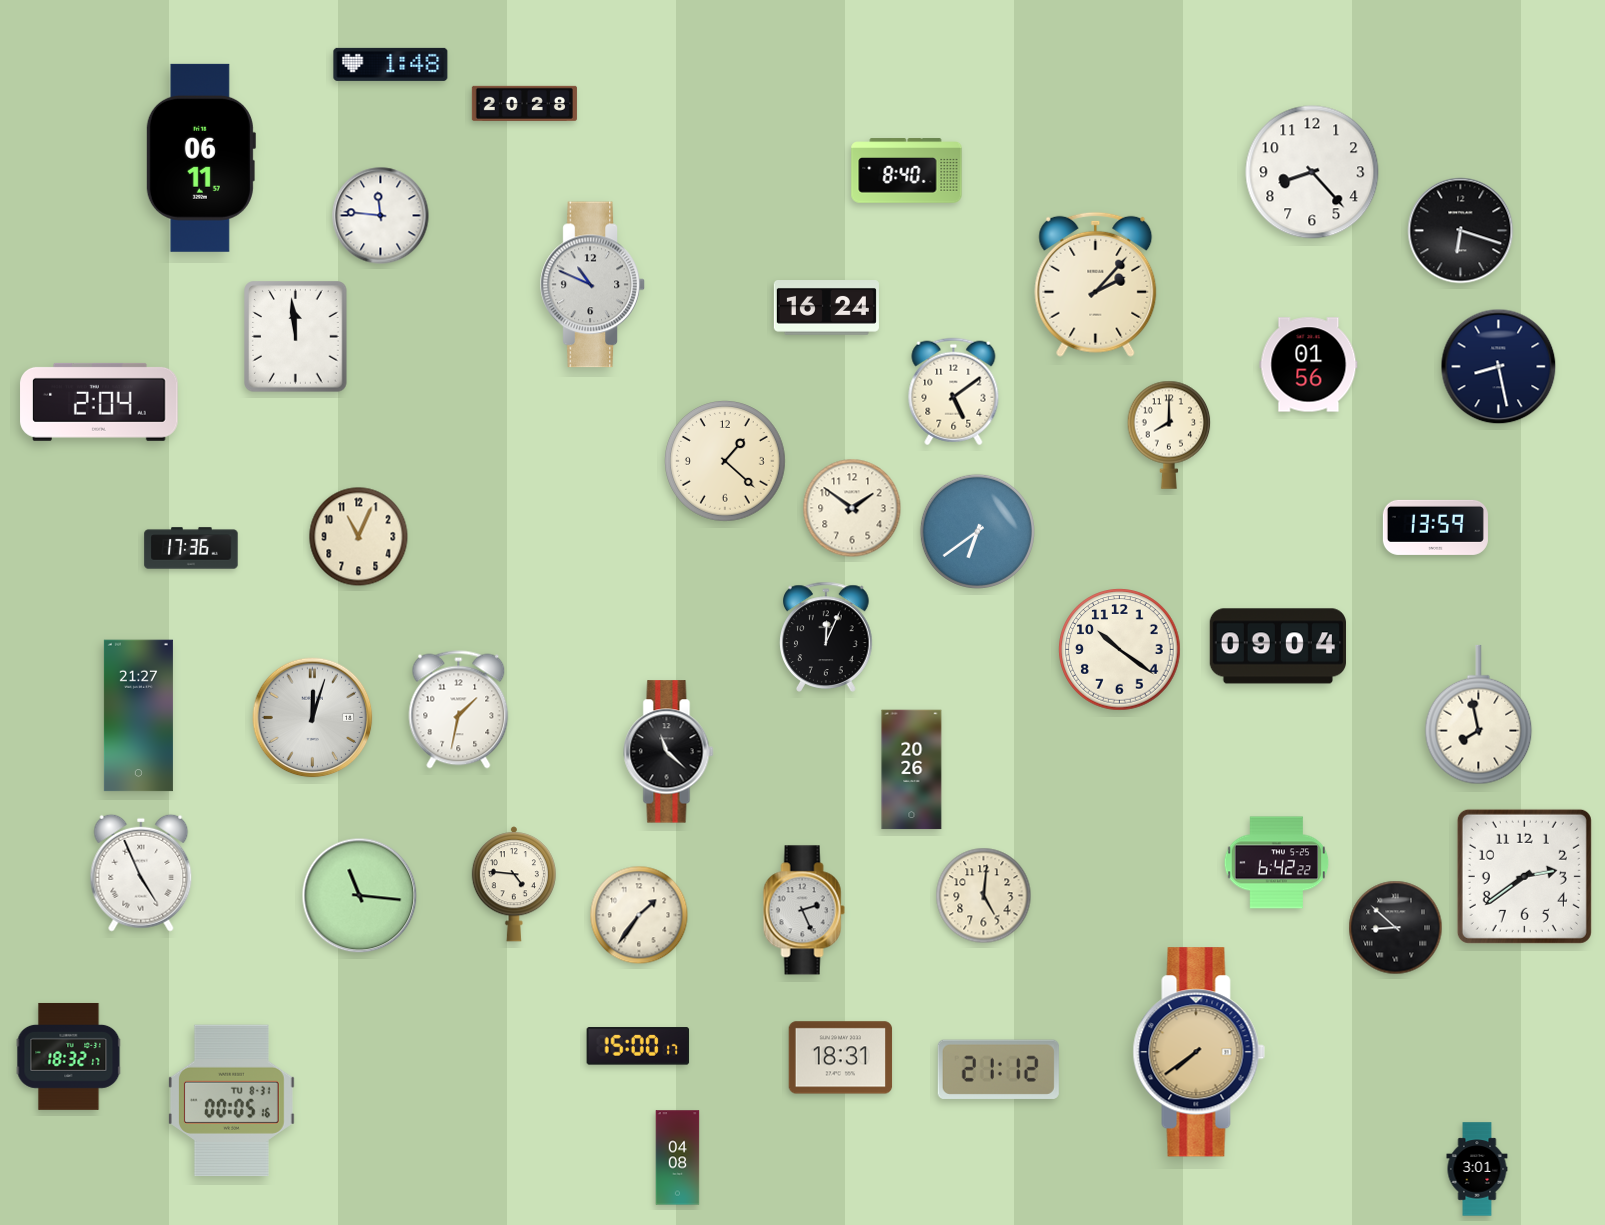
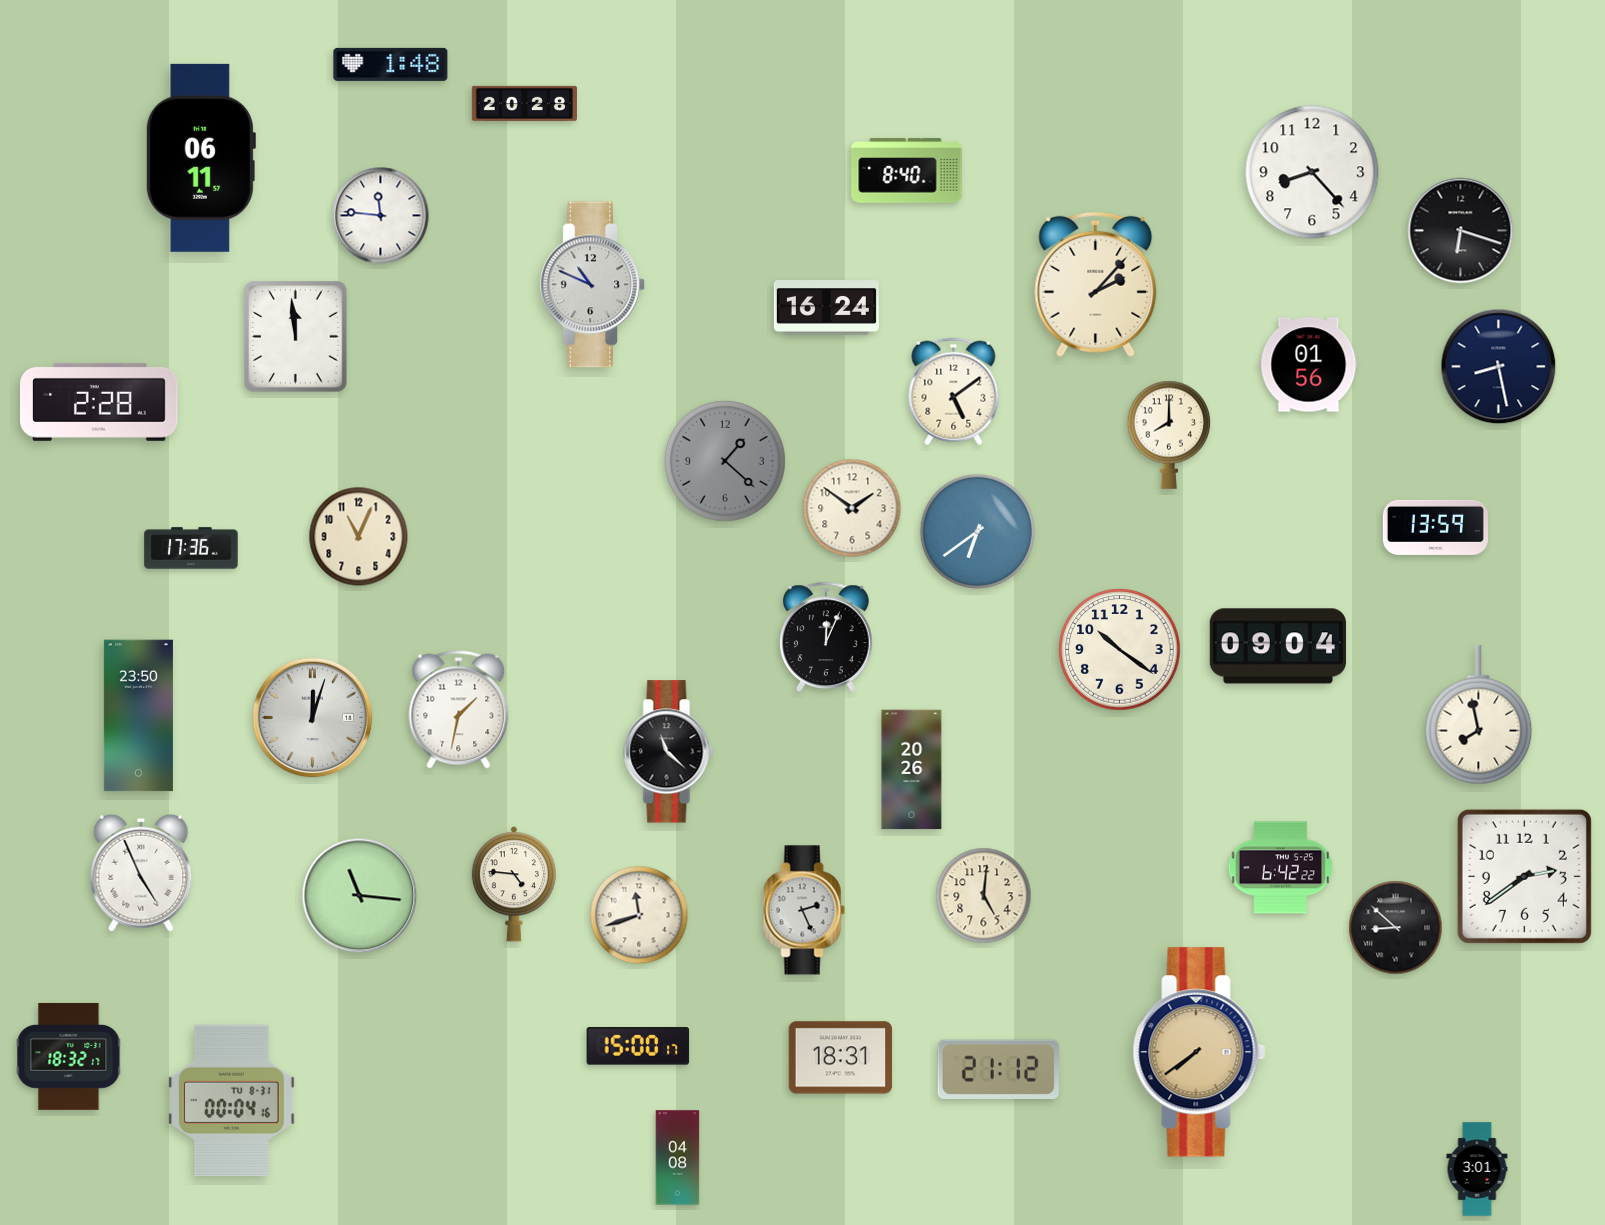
clock at (99, 402): 2:04 -> 2:28
clock at (725, 461) dial: cream -> grey
clock at (138, 716): 21:27 -> 23:50
clock at (1277, 863) position: (1277, 863) -> (1281, 868)
clock at (639, 915): 1:36 -> 11:42
clock at (231, 1101): 00:05 -> 00:04
